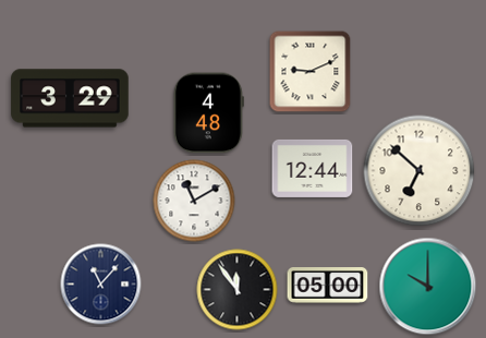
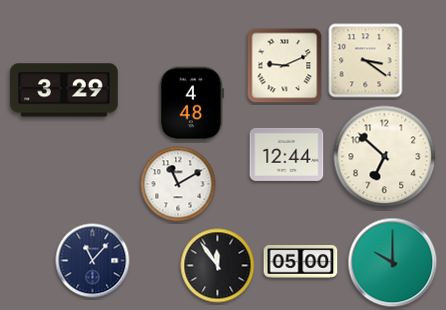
clock at (366, 61): none -> 3:21
